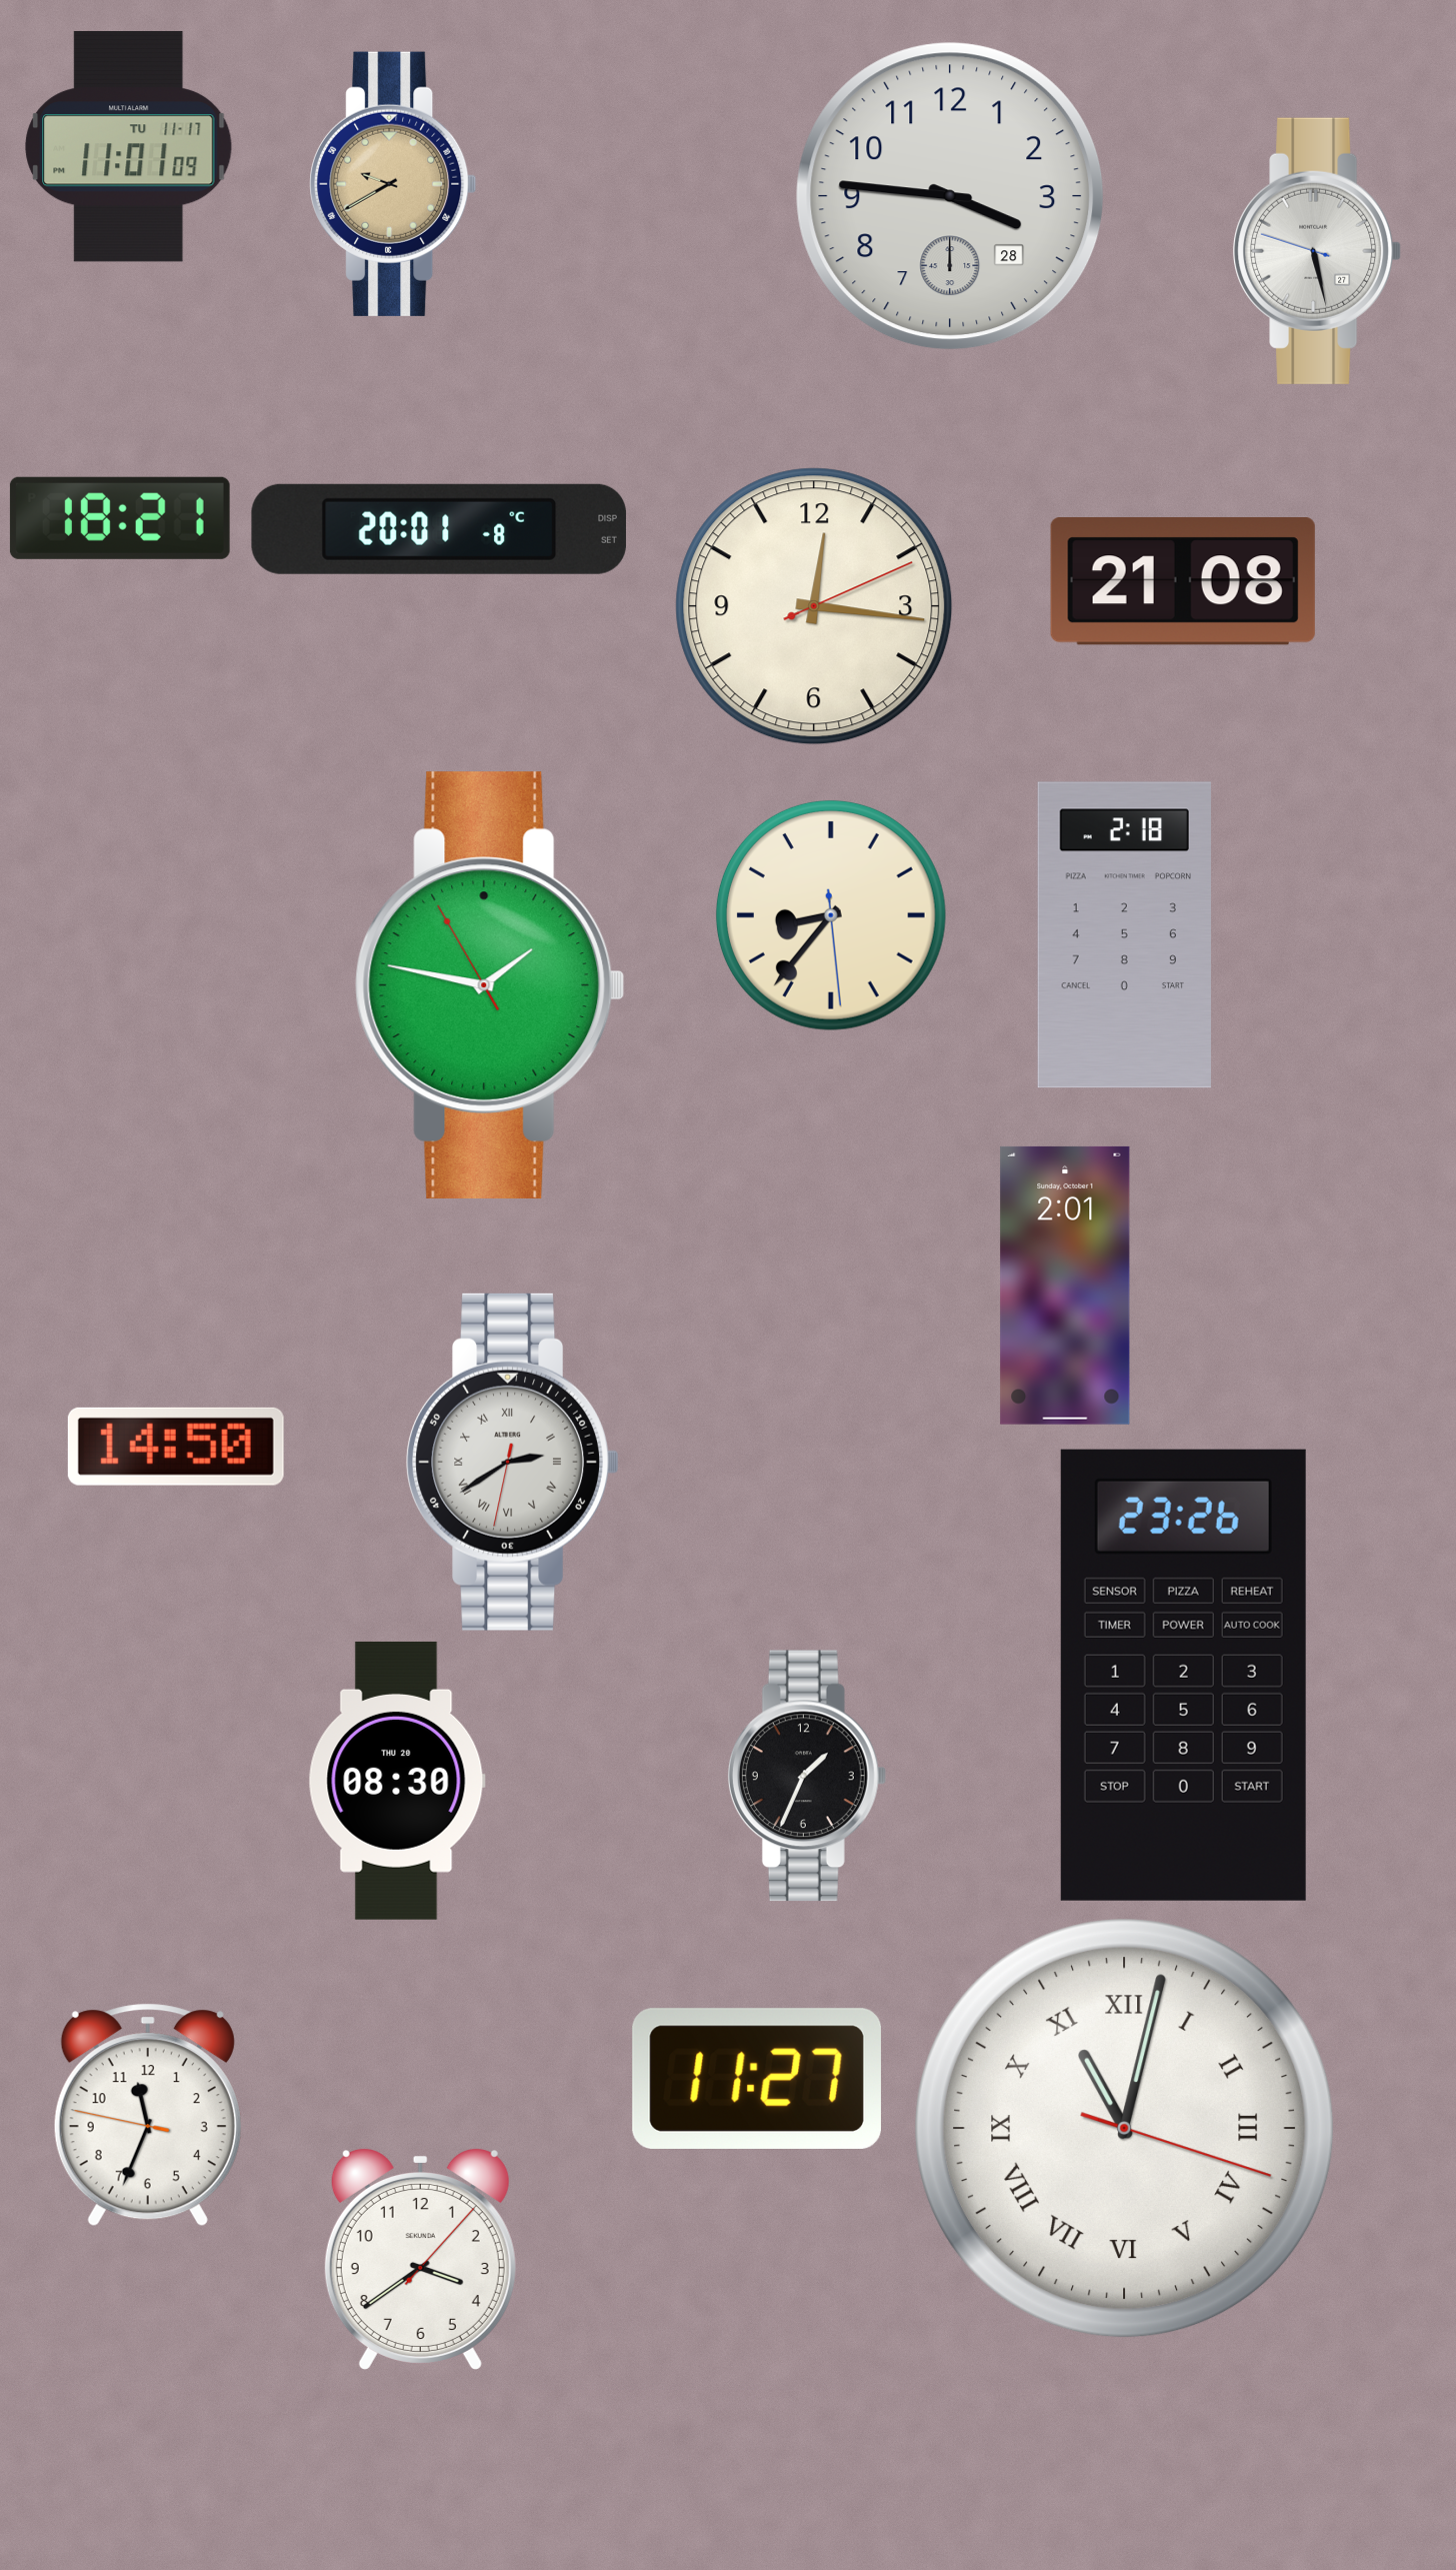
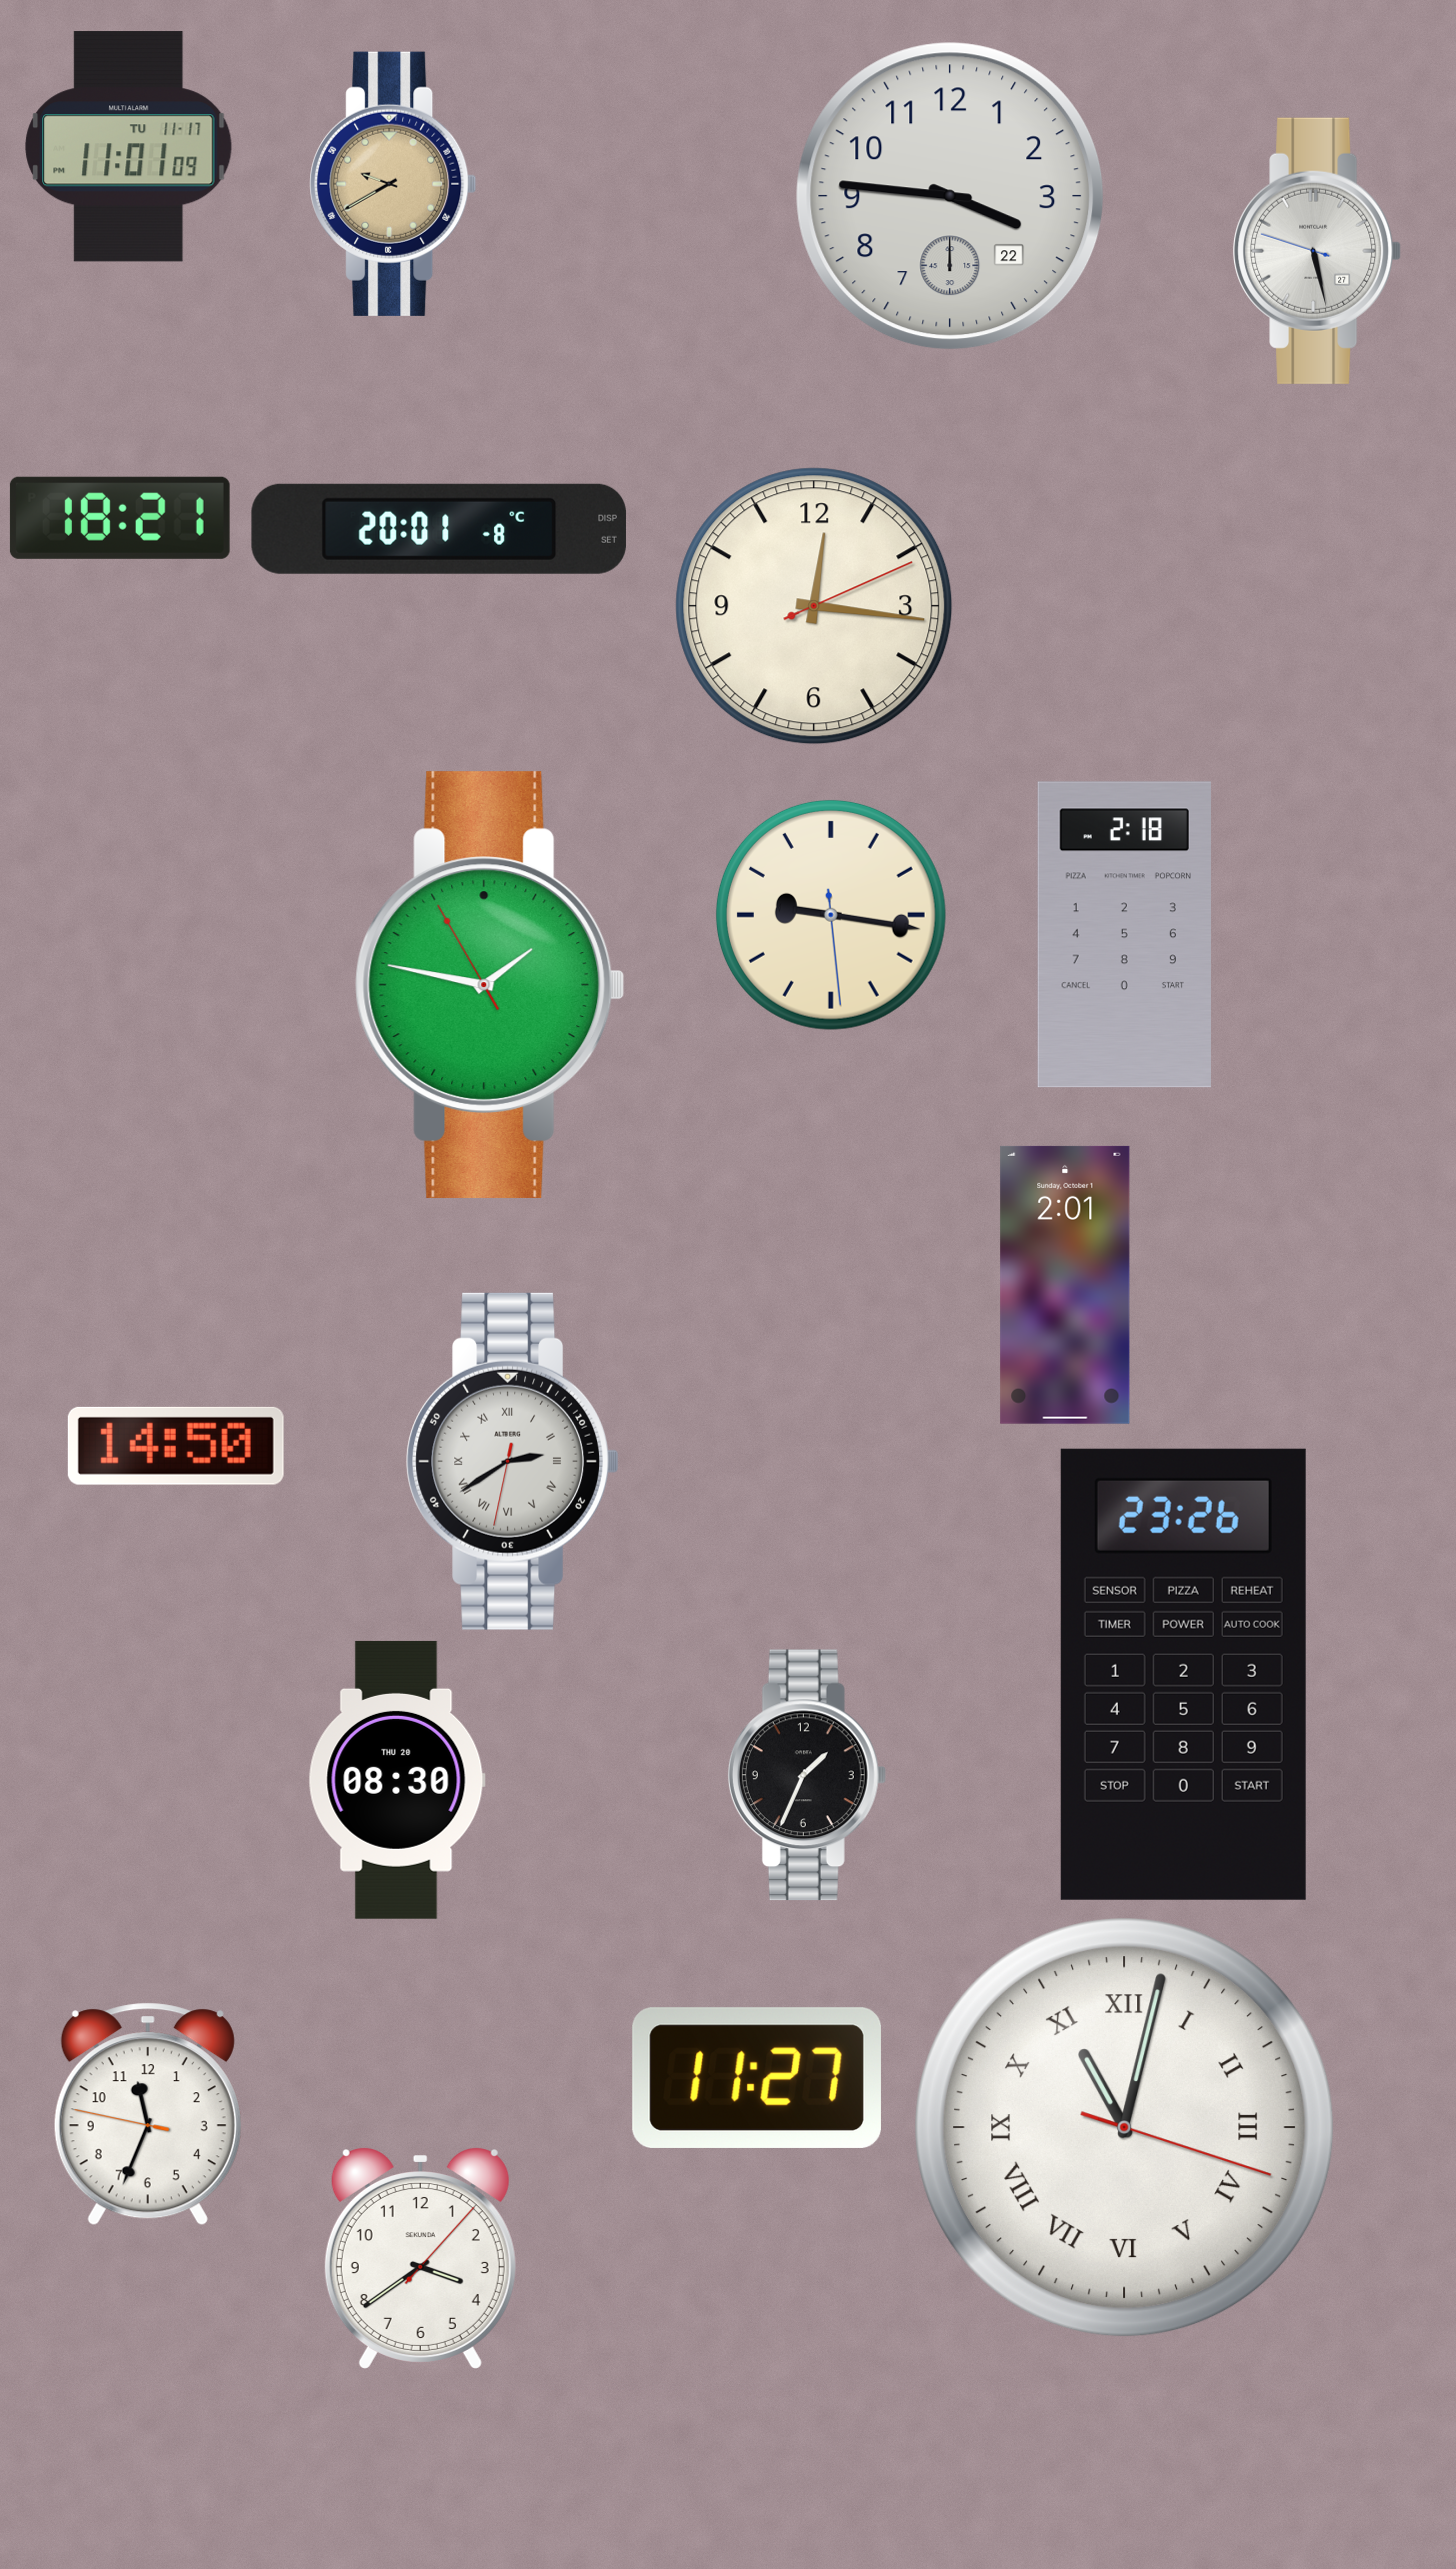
clock at (950, 196) date: 28 -> 22
clock at (1183, 581): 21:08 -> none
clock at (831, 915): 8:36 -> 9:16
